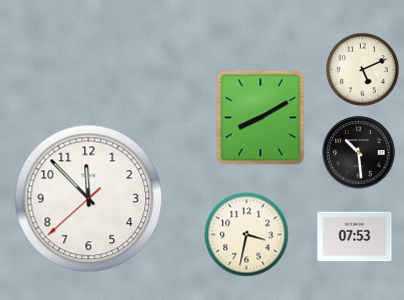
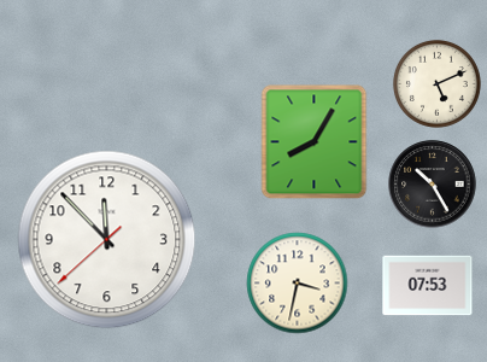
clock at (261, 118): 8:10 -> 8:05
clock at (359, 153): 10:29 -> 10:25
